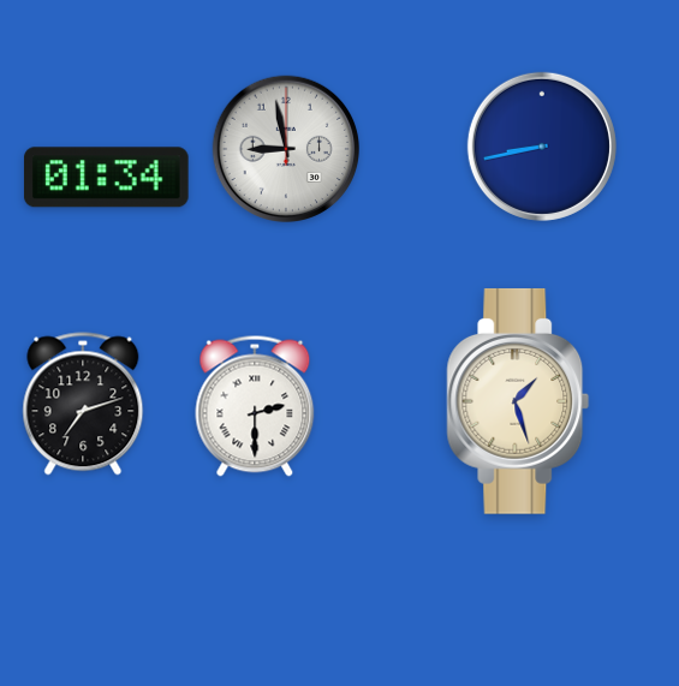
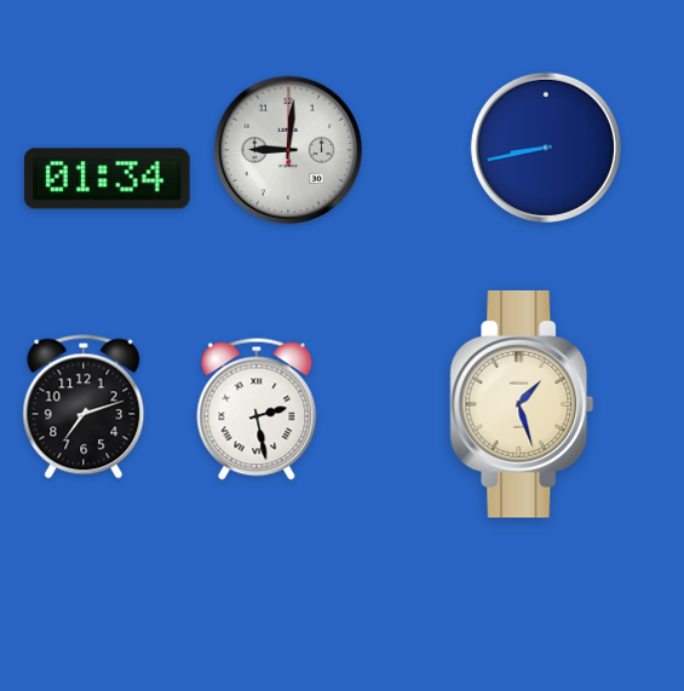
clock at (285, 148): 8:58 -> 9:01
clock at (255, 406): 2:30 -> 2:28
